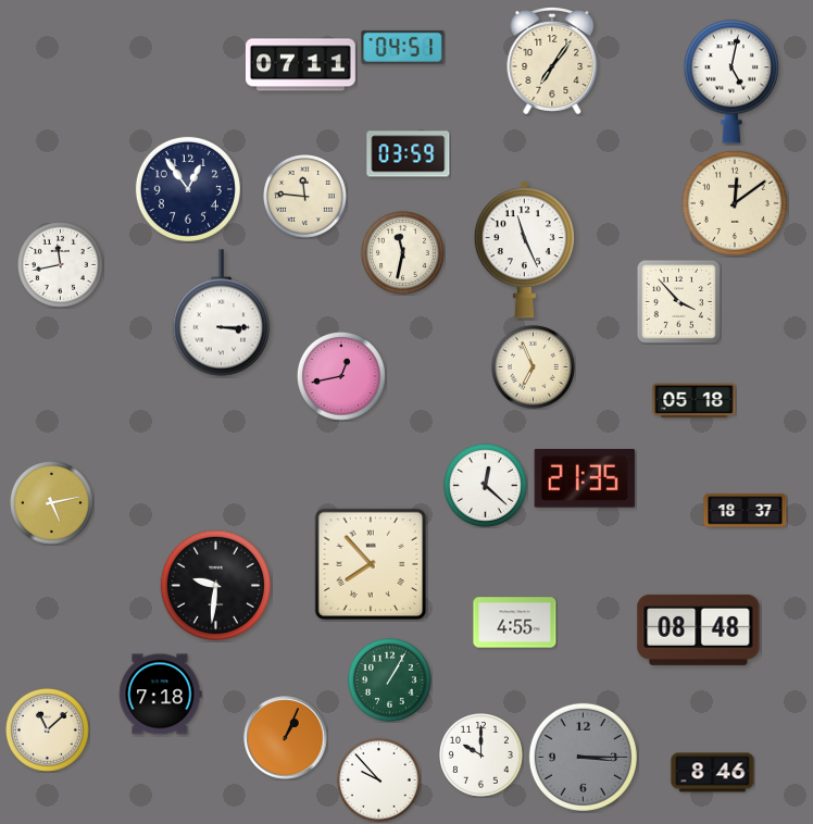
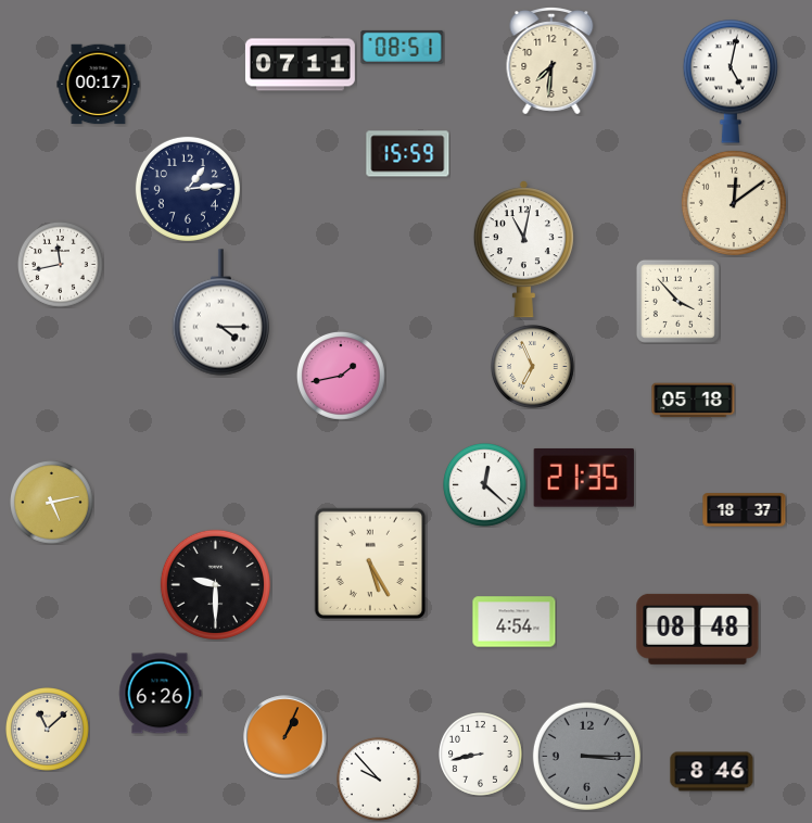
clock at (403, 47): 04:51 -> 08:51
clock at (552, 62): 7:06 -> 7:31
clock at (99, 85): none -> 00:17
clock at (409, 154): 03:59 -> 15:59
clock at (188, 189): 12:54 -> 1:14
clock at (305, 197): 11:46 -> none
clock at (524, 250): 11:26 -> 11:02
clock at (403, 253): 11:32 -> none
clock at (221, 313): 3:15 -> 4:15
clock at (341, 376): 12:43 -> 1:43
clock at (371, 564): 7:53 -> 5:25
clock at (215, 585): 9:31 -> 9:30
clock at (515, 623): 4:55 -> 4:54
clock at (390, 681): 1:05 -> none
clock at (161, 695): 7:18 -> 6:26
clock at (481, 756): 10:00 -> 8:43
clock at (583, 757) position: (583, 757) -> (586, 756)
